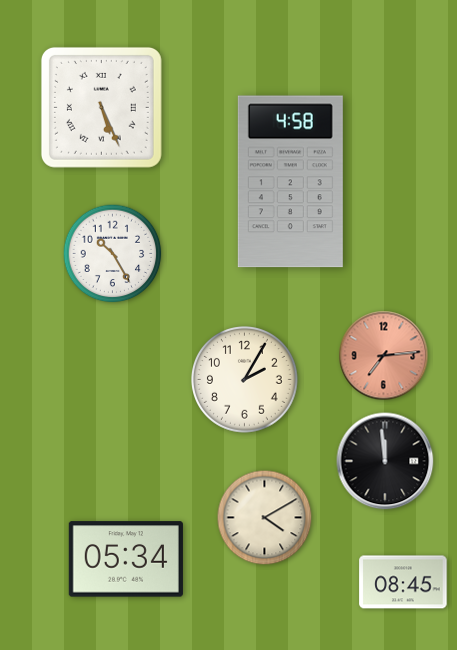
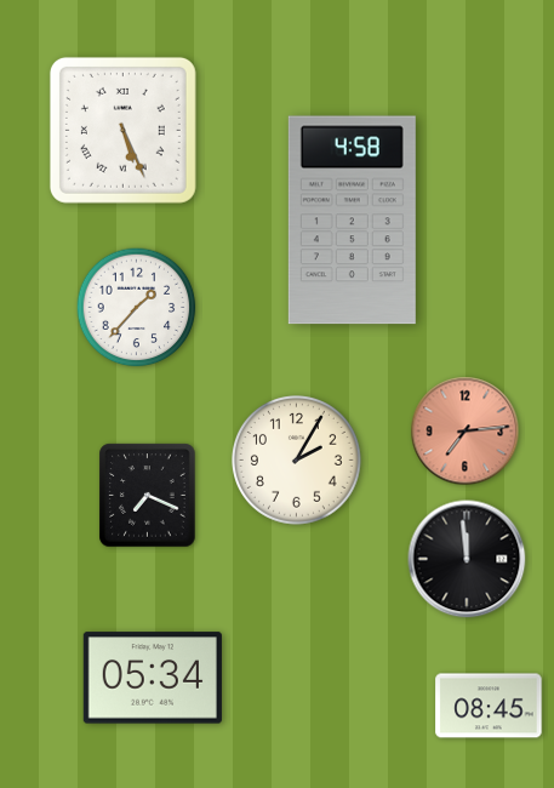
clock at (113, 254): 10:25 -> 1:37
clock at (148, 496): none -> 7:19
clock at (265, 518): 4:10 -> none
